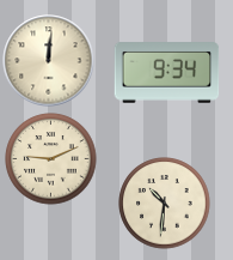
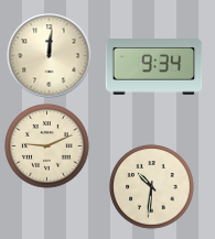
clock at (49, 61) position: (49, 61) -> (50, 56)
